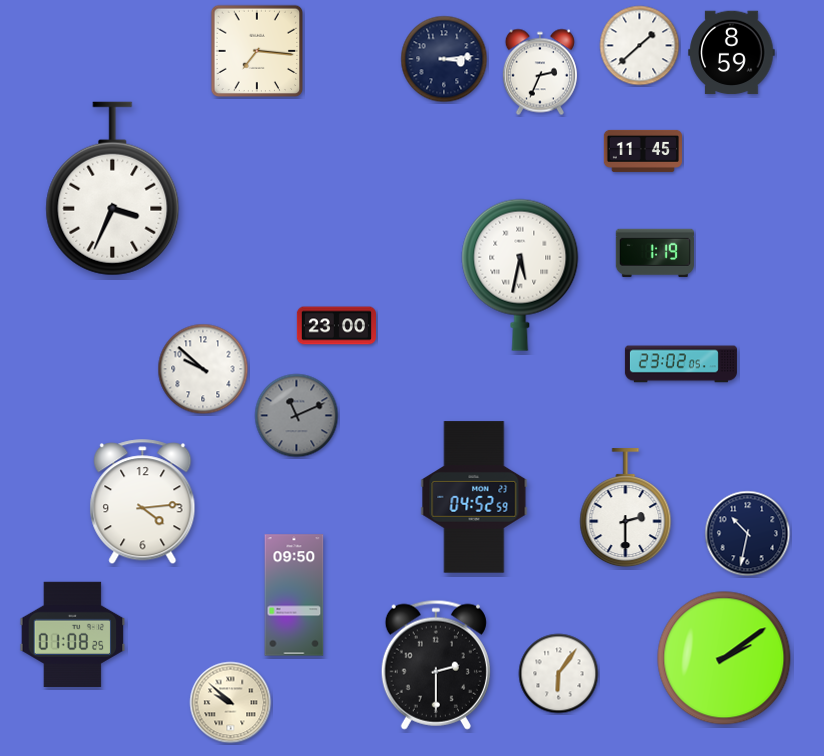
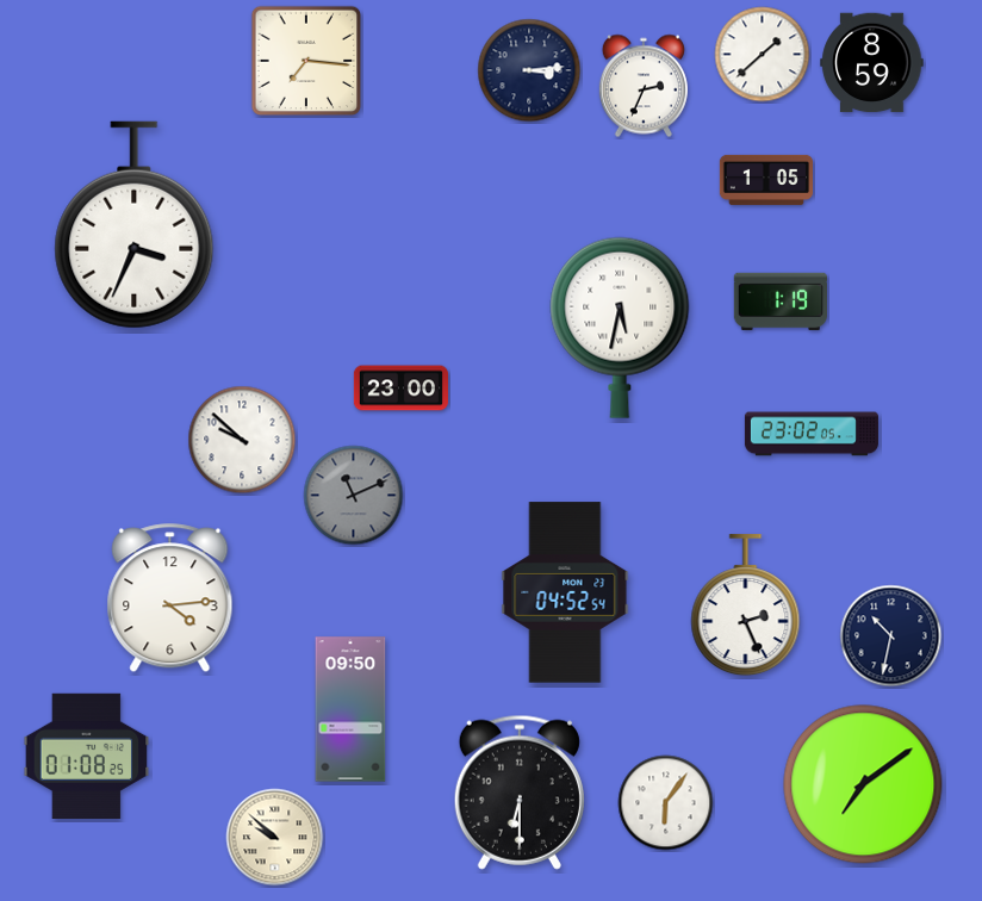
clock at (642, 151): 11:45 -> 1:05
clock at (474, 497): 04:52:59 -> 04:52:54
clock at (626, 508): 2:30 -> 2:26
clock at (724, 658): 2:09 -> 7:09
clock at (436, 665): 2:30 -> 6:30
